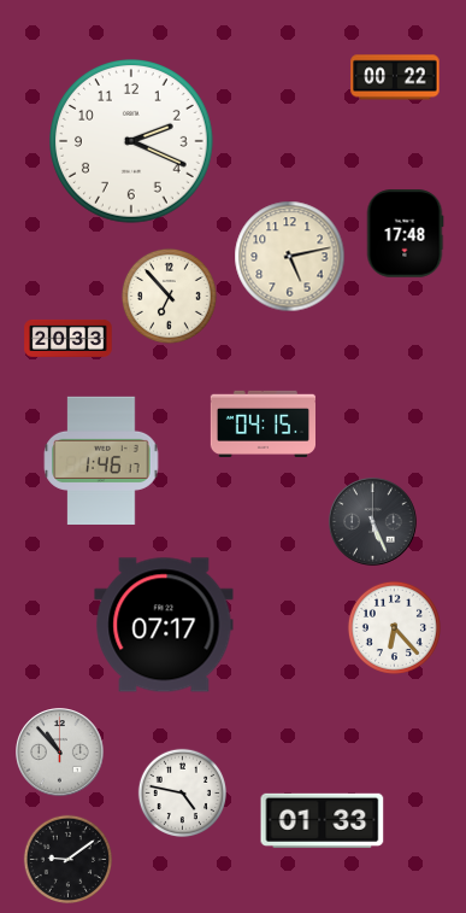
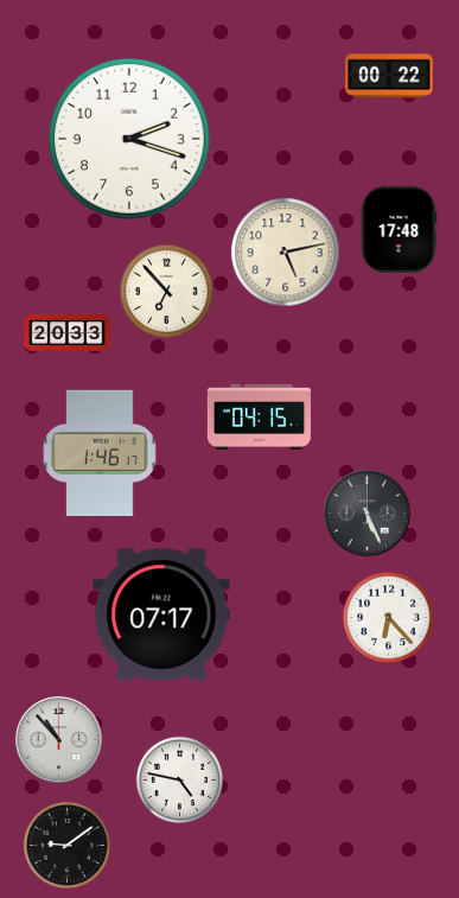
clock at (132, 142): 2:19 -> 2:18
clock at (323, 820): 01:33 -> none
